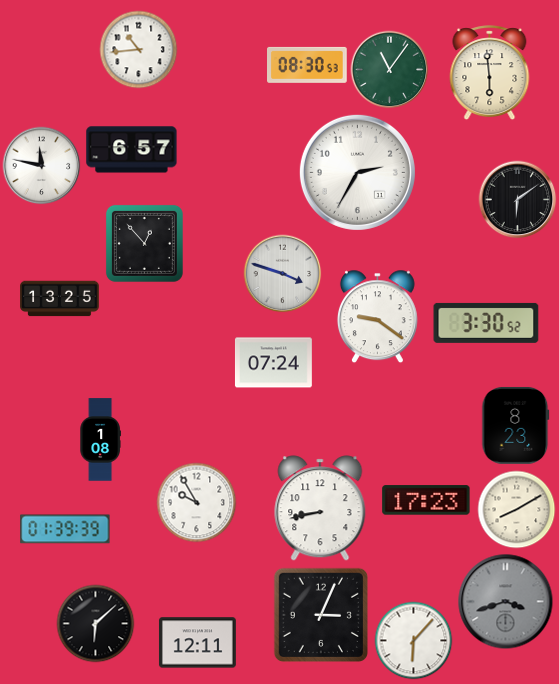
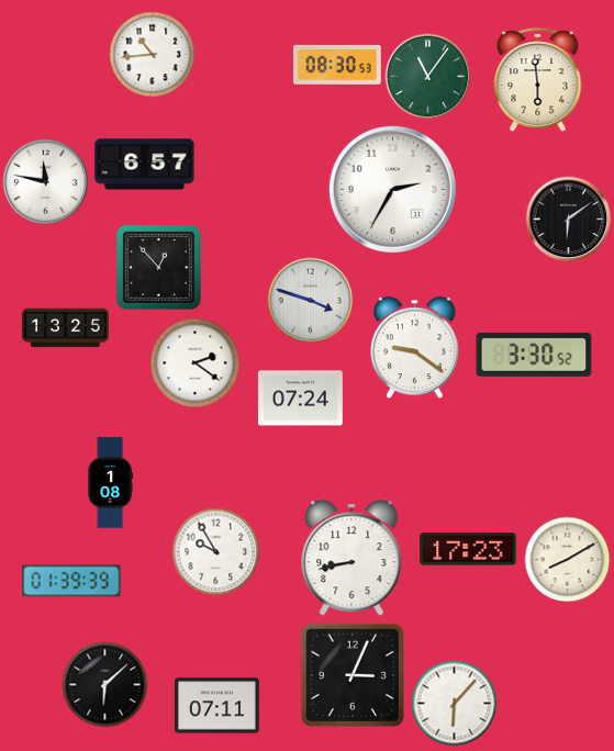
clock at (308, 65) position: (308, 65) -> (338, 65)
clock at (194, 362): none -> 2:21
clock at (516, 425): 8:23 -> none
clock at (505, 601): 3:42 -> none
clock at (197, 643): 12:11 -> 07:11
